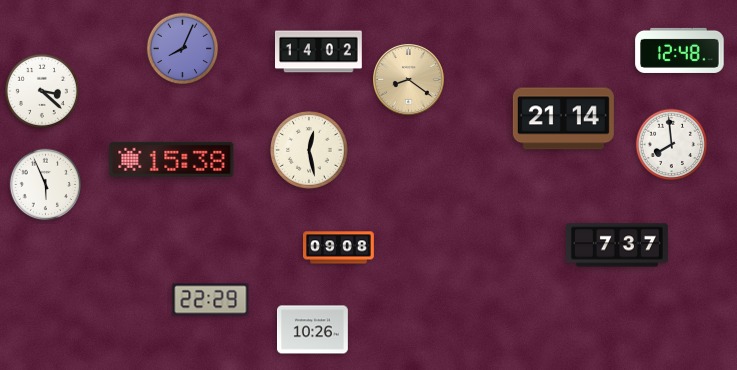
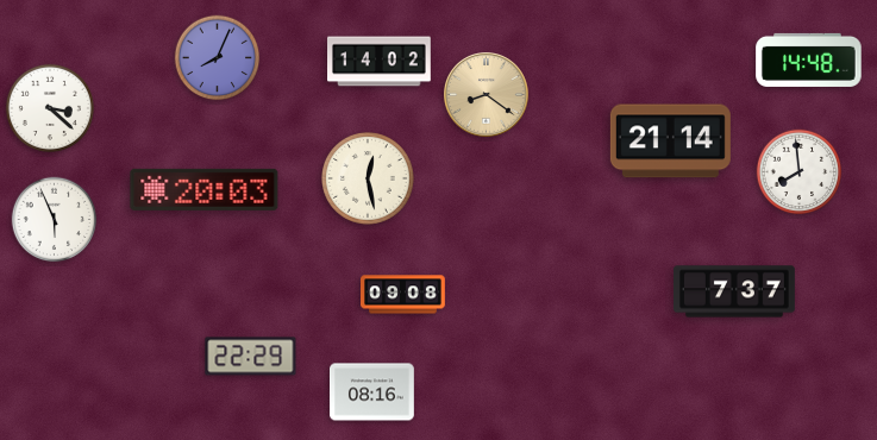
clock at (680, 50): 12:48 -> 14:48
clock at (172, 159): 15:38 -> 20:03
clock at (313, 330): 10:26 -> 08:16
